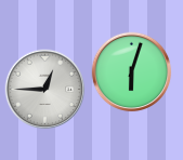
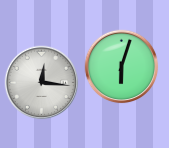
clock at (45, 90): 12:45 -> 12:16
